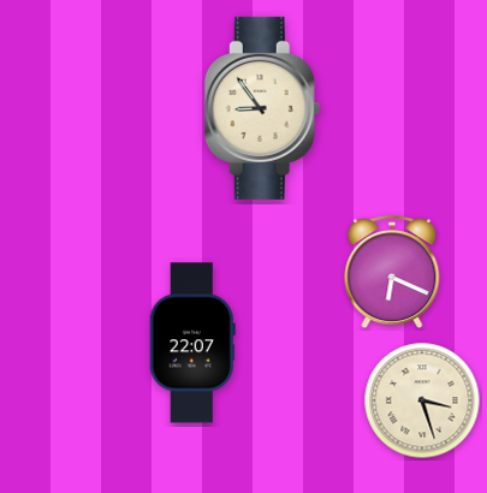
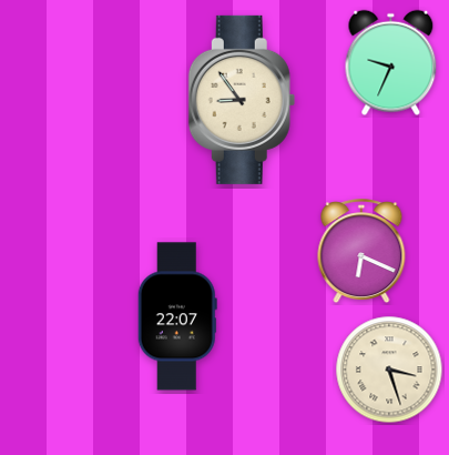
clock at (391, 63): none -> 9:34
